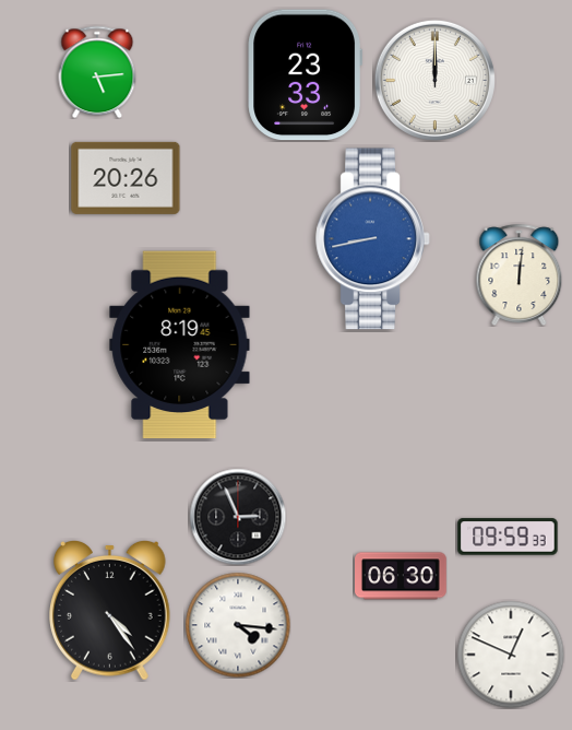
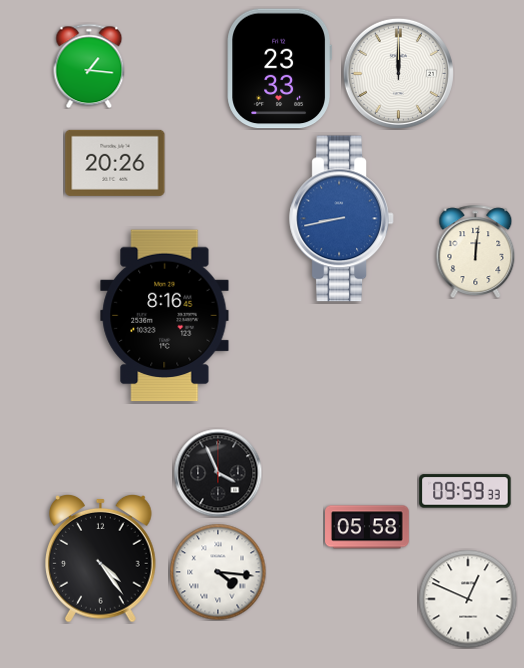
clock at (97, 72): 5:14 -> 1:16
clock at (180, 345): 8:19 -> 8:16
clock at (238, 517): 2:56 -> 3:56
clock at (402, 576): 06:30 -> 05:58
